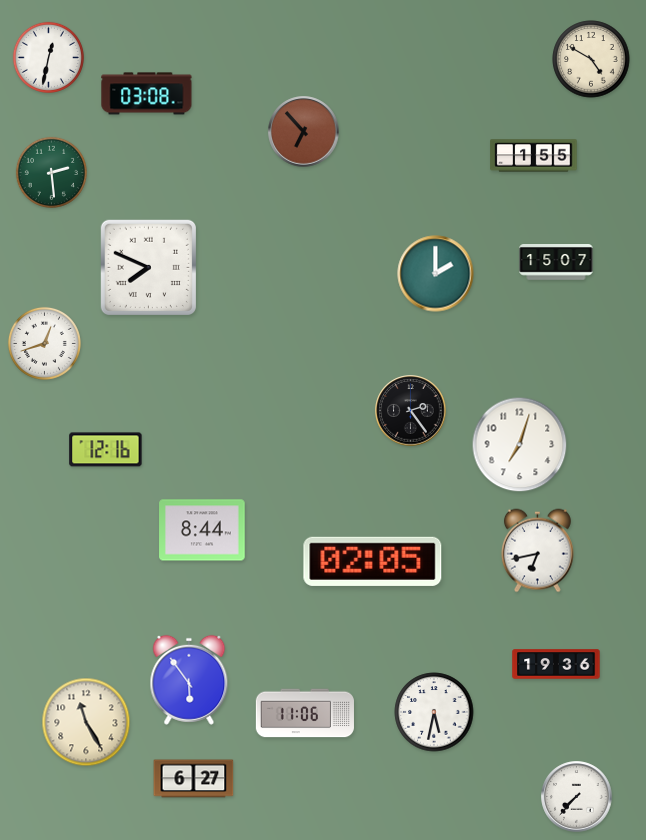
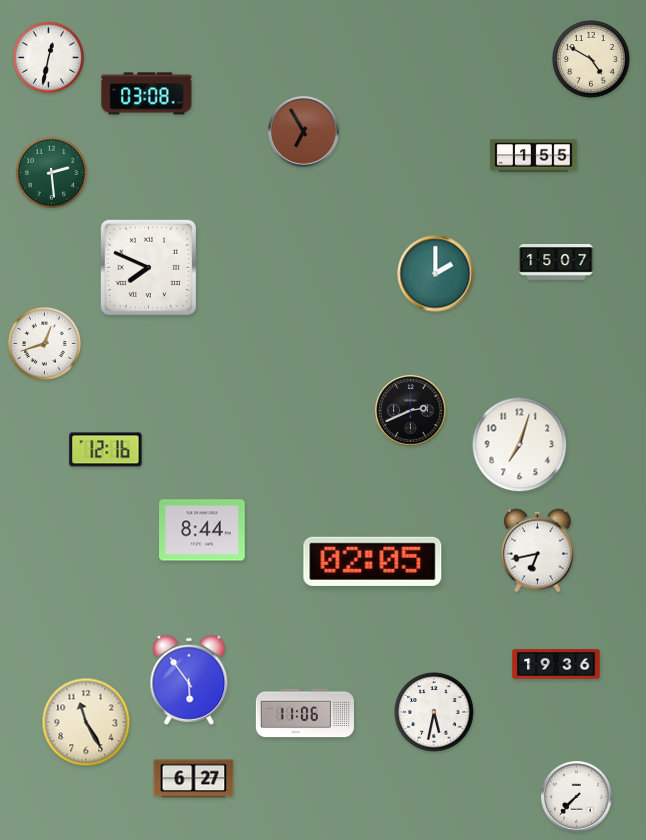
clock at (304, 132): 6:53 -> 6:55
clock at (411, 411): 2:24 -> 2:41
